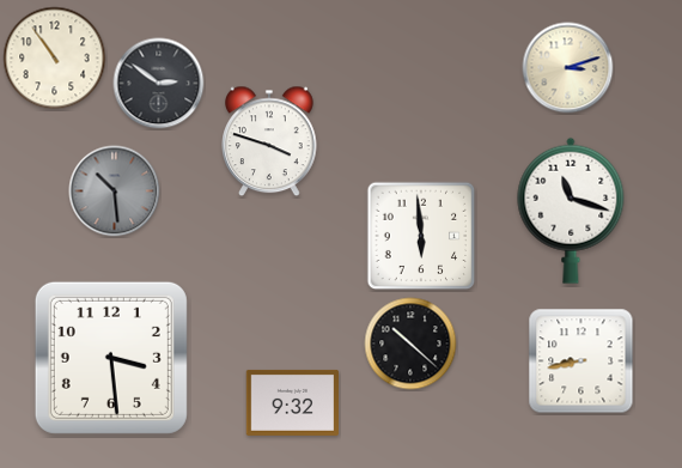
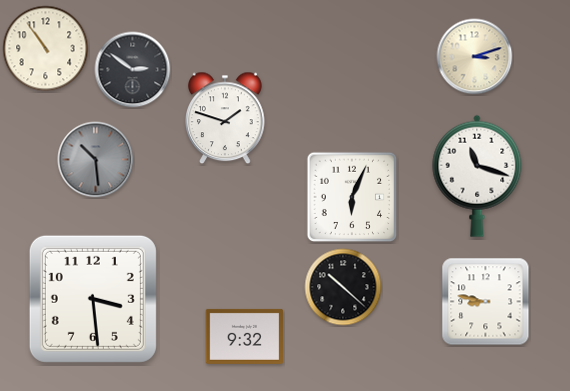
clock at (270, 141): 3:48 -> 1:48
clock at (421, 236): 5:59 -> 6:04
clock at (581, 361): 8:43 -> 8:47
